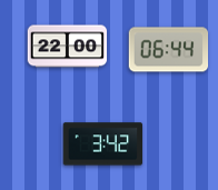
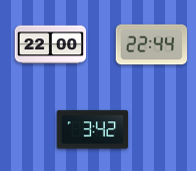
clock at (68, 47) position: (68, 47) -> (51, 45)
clock at (169, 50): 06:44 -> 22:44
